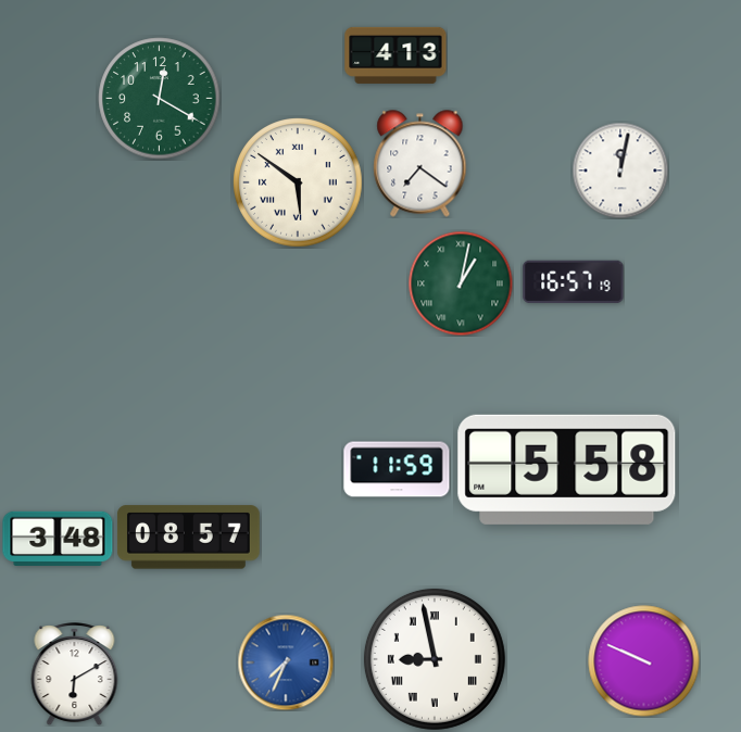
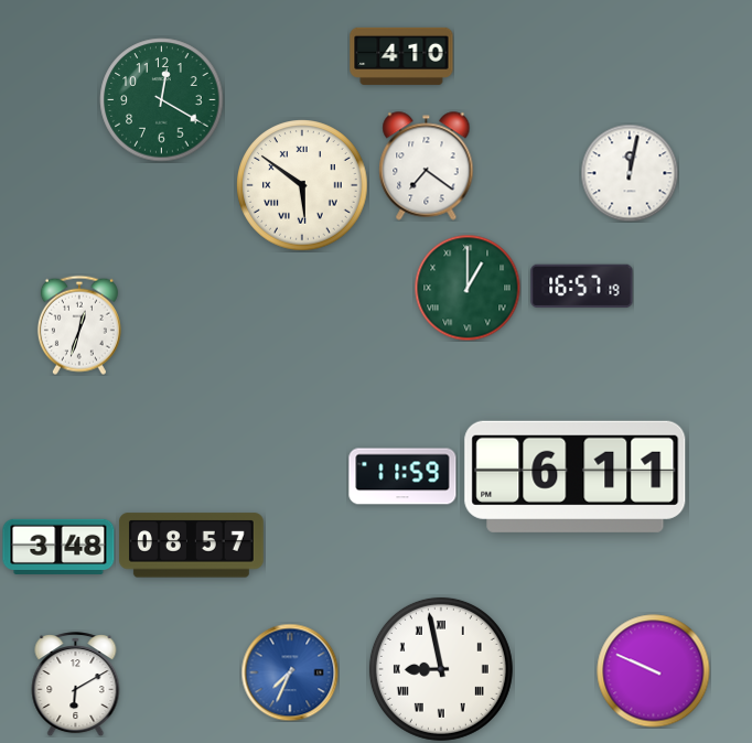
clock at (395, 55): 4:13 -> 4:10
clock at (461, 283): 1:02 -> 1:00
clock at (79, 325): none -> 12:33
clock at (567, 469): 5:58 -> 6:11
